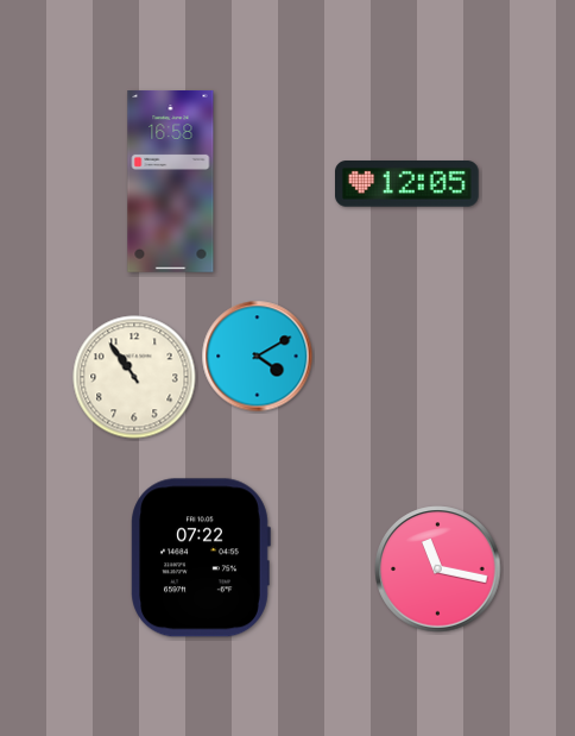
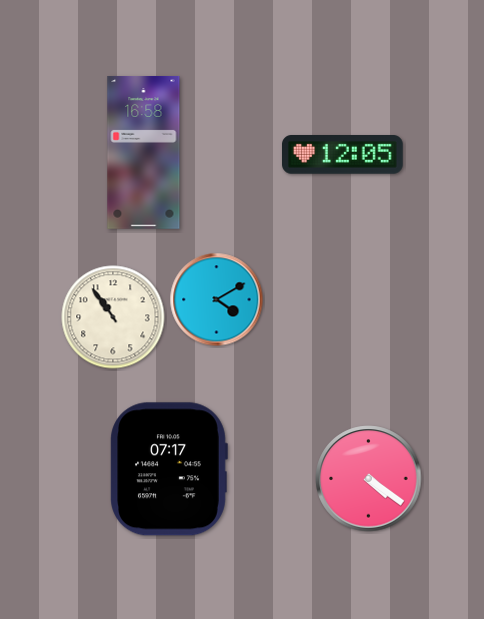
clock at (201, 558): 07:22 -> 07:17
clock at (438, 570): 11:17 -> 4:21
